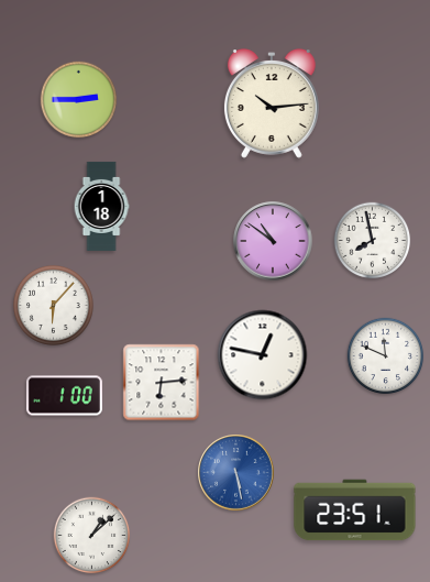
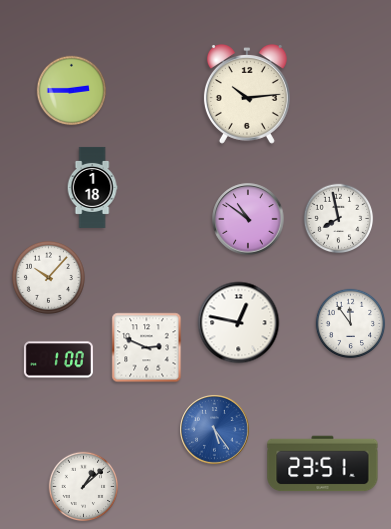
clock at (53, 305): 6:07 -> 10:07
clock at (386, 356): 11:49 -> 11:54
clock at (162, 383): 6:14 -> 2:49
clock at (236, 473): 5:28 -> 5:24
